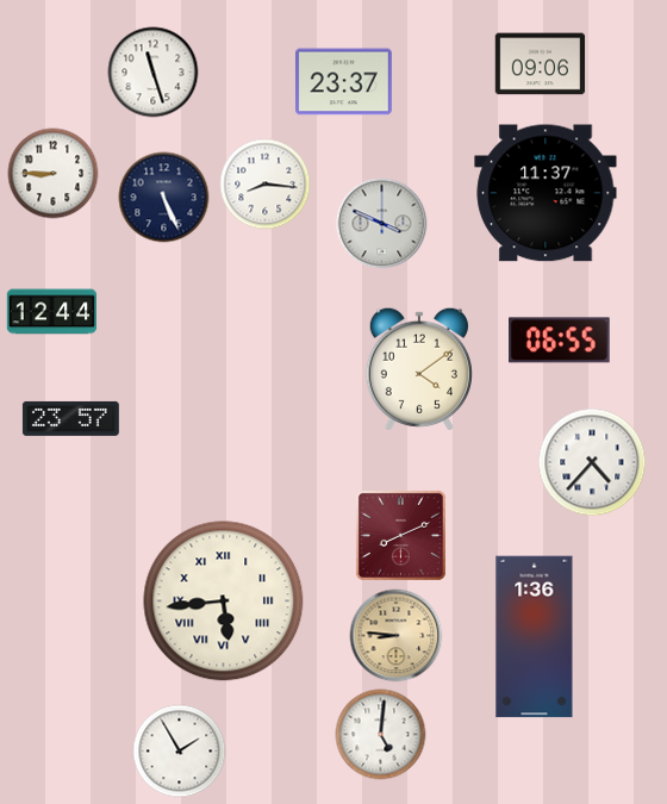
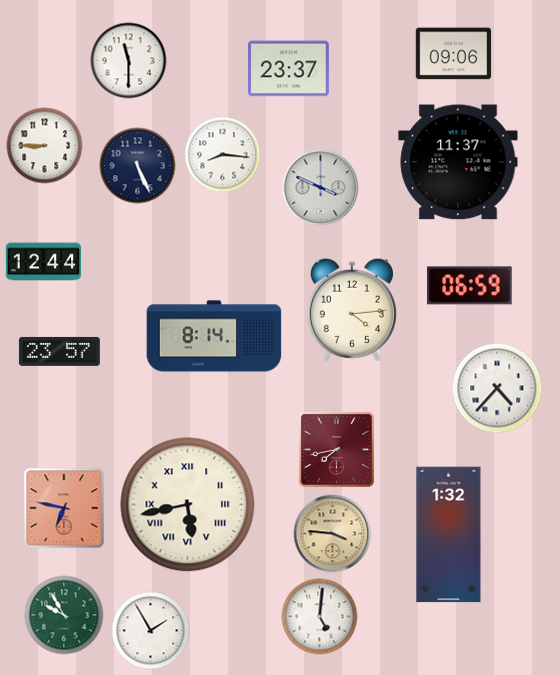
clock at (154, 73): 11:27 -> 11:30
clock at (560, 341): 06:55 -> 06:59
clock at (419, 369): 4:09 -> 4:14
clock at (214, 336): none -> 8:14
clock at (400, 535): 8:11 -> 7:43
clock at (224, 602): 5:44 -> 5:43
clock at (64, 508): none -> 6:47
clock at (397, 636): 8:46 -> 3:46
clock at (535, 637): 1:36 -> 1:32
clock at (64, 615): none -> 9:55
